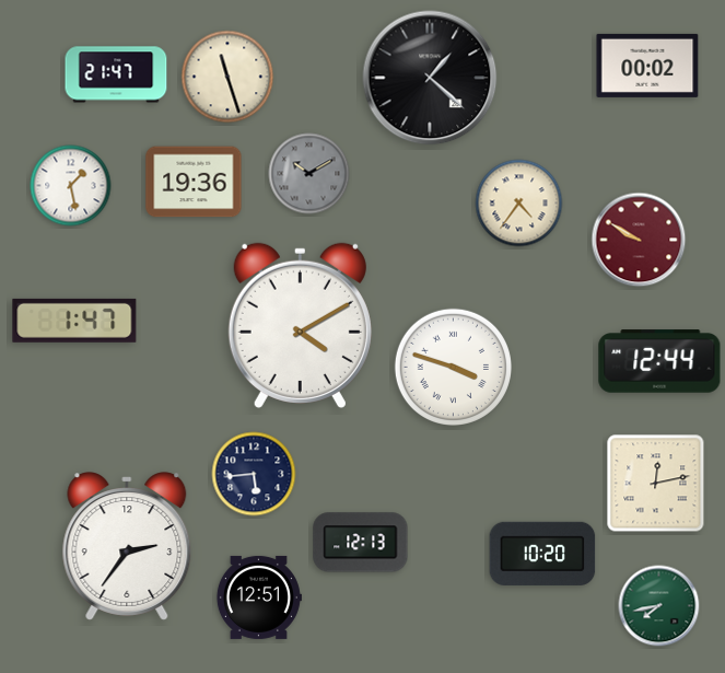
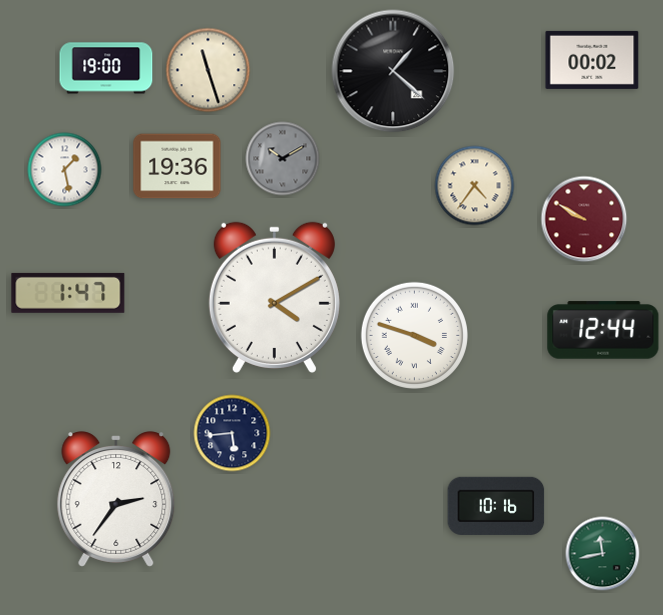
clock at (116, 74): 21:47 -> 19:00
clock at (656, 484): 12:13 -> none
clock at (361, 543): 12:13 -> none
clock at (542, 554): 10:20 -> 10:16
clock at (258, 597): 12:51 -> none
clock at (659, 606): 7:43 -> 11:43
